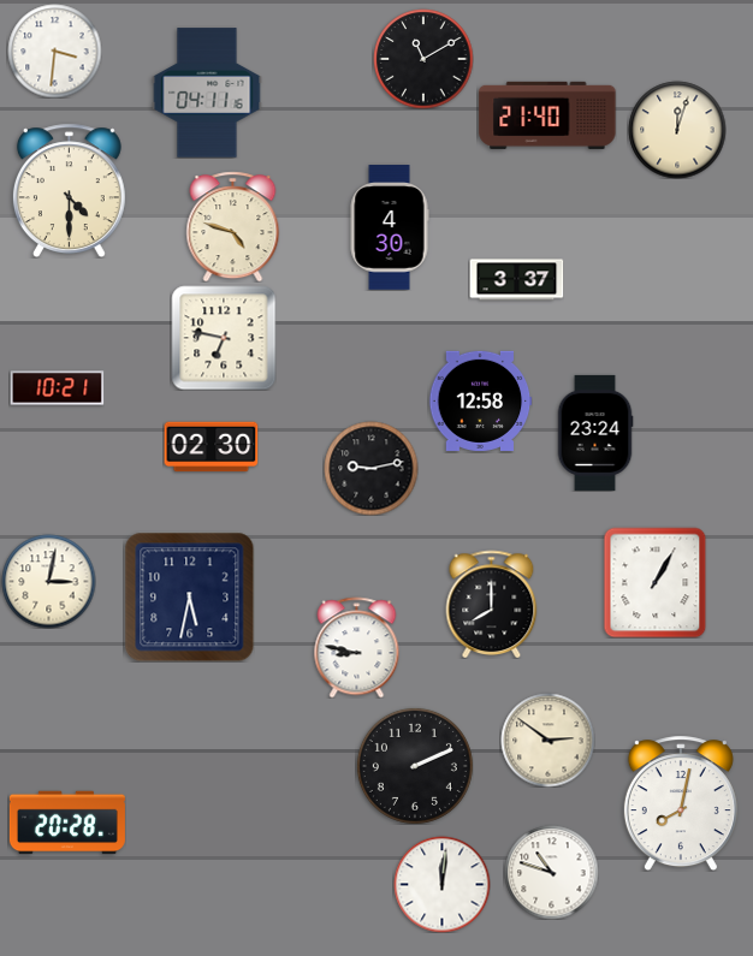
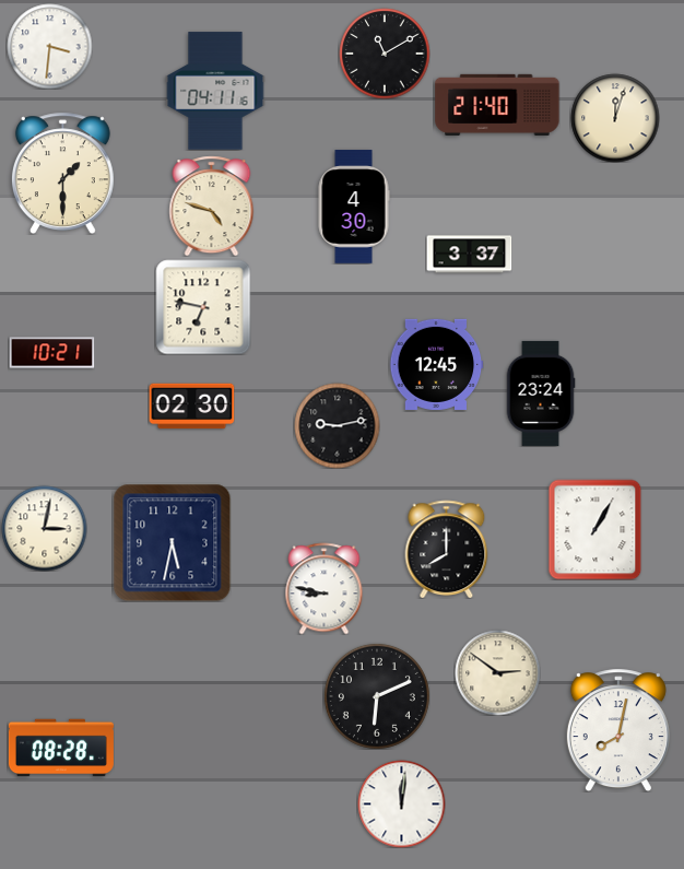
clock at (207, 93) position: (207, 93) -> (215, 91)
clock at (69, 190): 4:30 -> 1:30
clock at (480, 400): 12:58 -> 12:45
clock at (415, 766): 2:11 -> 6:11
clock at (67, 823): 20:28 -> 08:28
clock at (551, 872): 10:48 -> none
